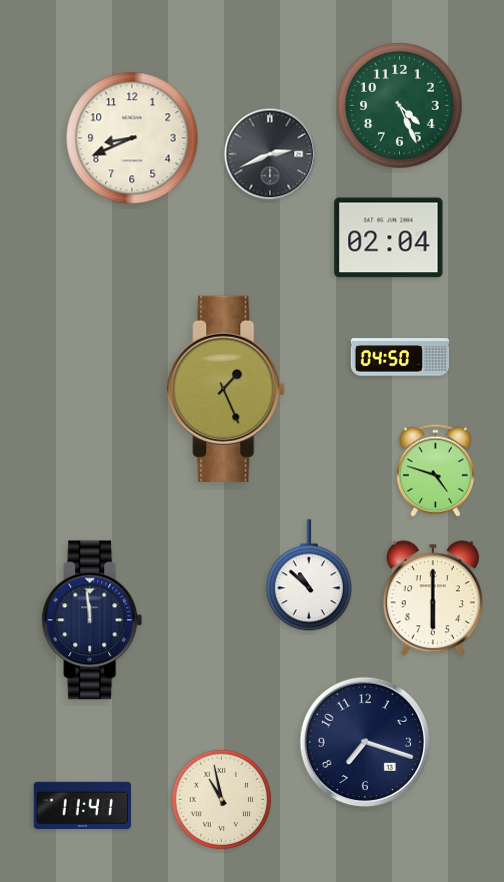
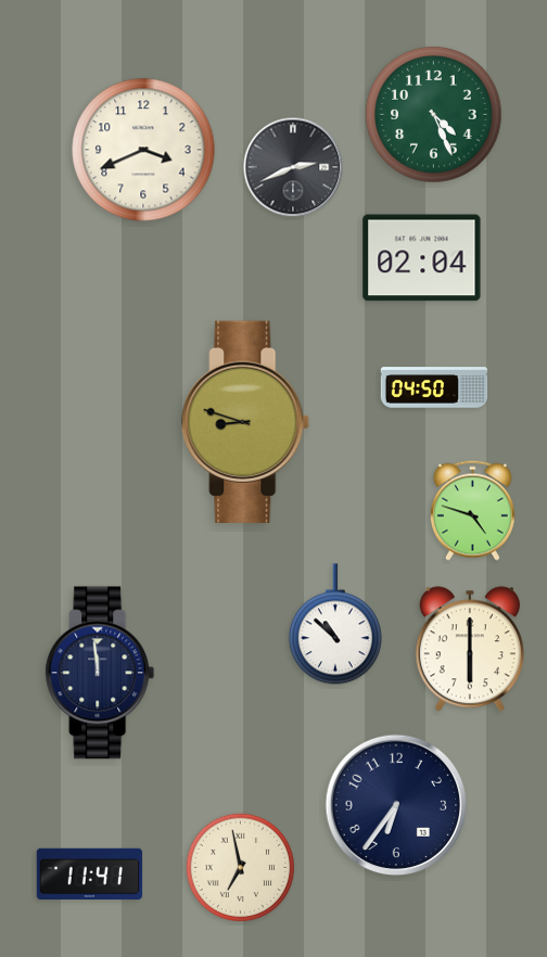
clock at (132, 138): 8:41 -> 3:41
clock at (227, 389): 1:26 -> 8:48
clock at (365, 742): 7:18 -> 6:36
clock at (222, 800): 10:58 -> 6:58
